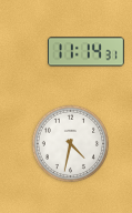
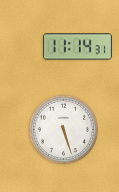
clock at (70, 143): 4:32 -> 5:27
